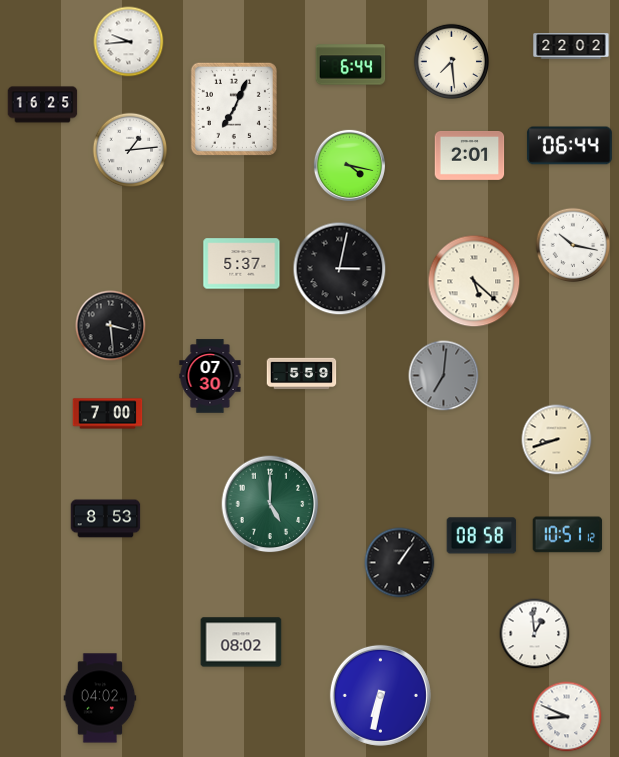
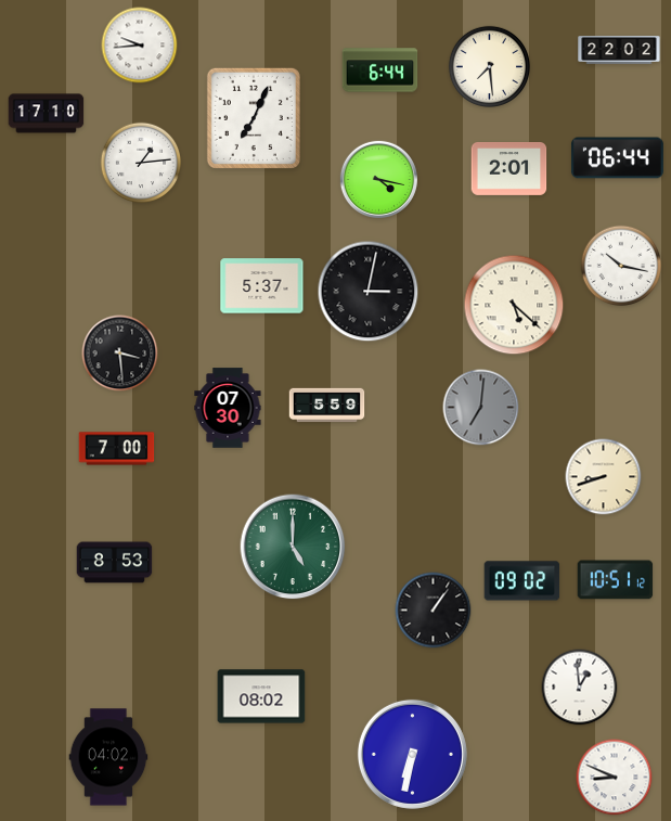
clock at (43, 105): 16:25 -> 17:10
clock at (482, 536): 08:58 -> 09:02
